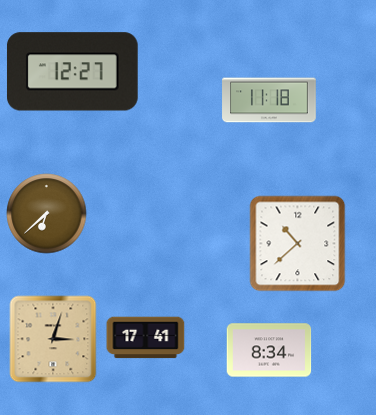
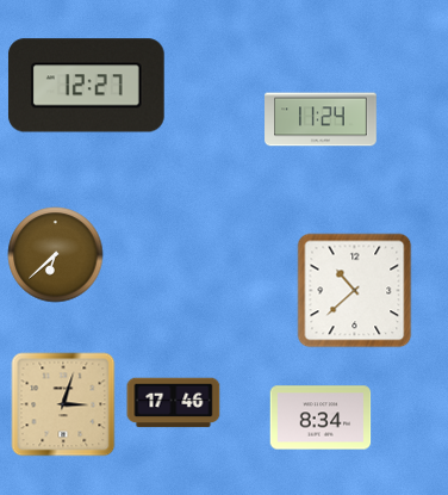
clock at (269, 100): 11:18 -> 11:24
clock at (146, 338): 17:41 -> 17:46
